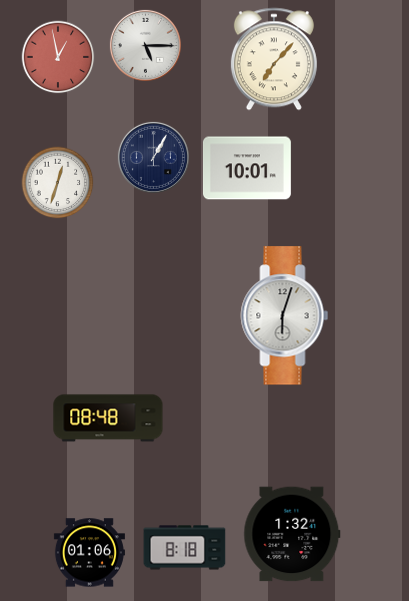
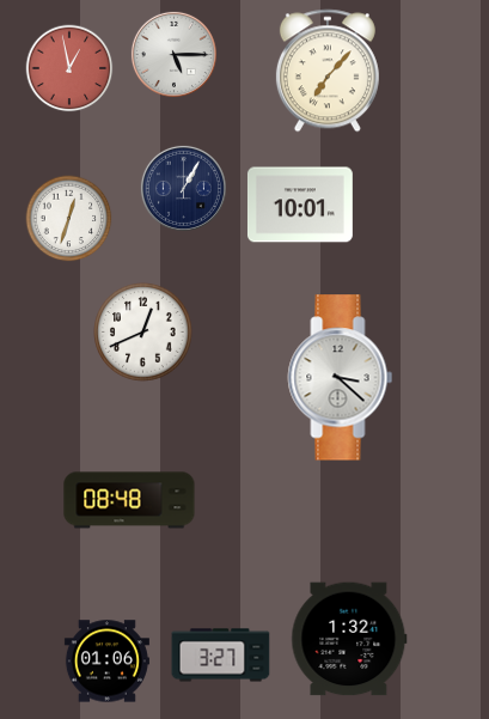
clock at (247, 168) position: (247, 168) -> (300, 205)
clock at (143, 333): none -> 12:41
clock at (285, 316): 6:03 -> 3:22
clock at (185, 548): 8:18 -> 3:27
